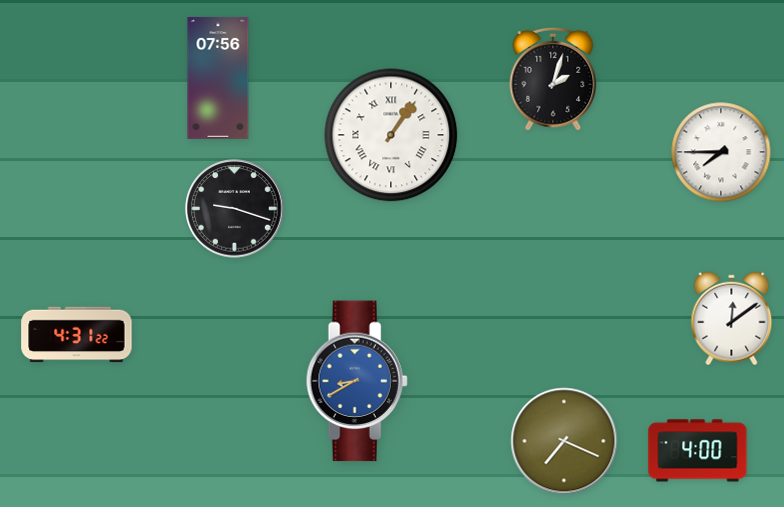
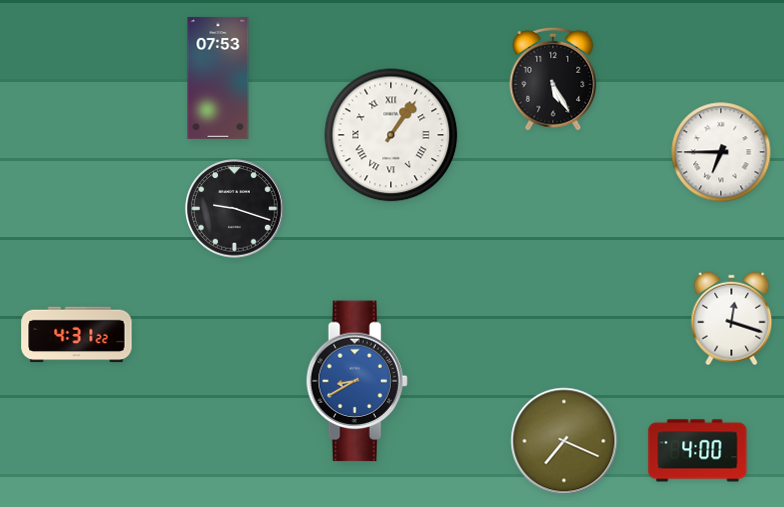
clock at (218, 78): 07:56 -> 07:53
clock at (553, 79): 2:03 -> 5:25
clock at (721, 152): 7:45 -> 6:45
clock at (732, 319): 12:09 -> 12:18
